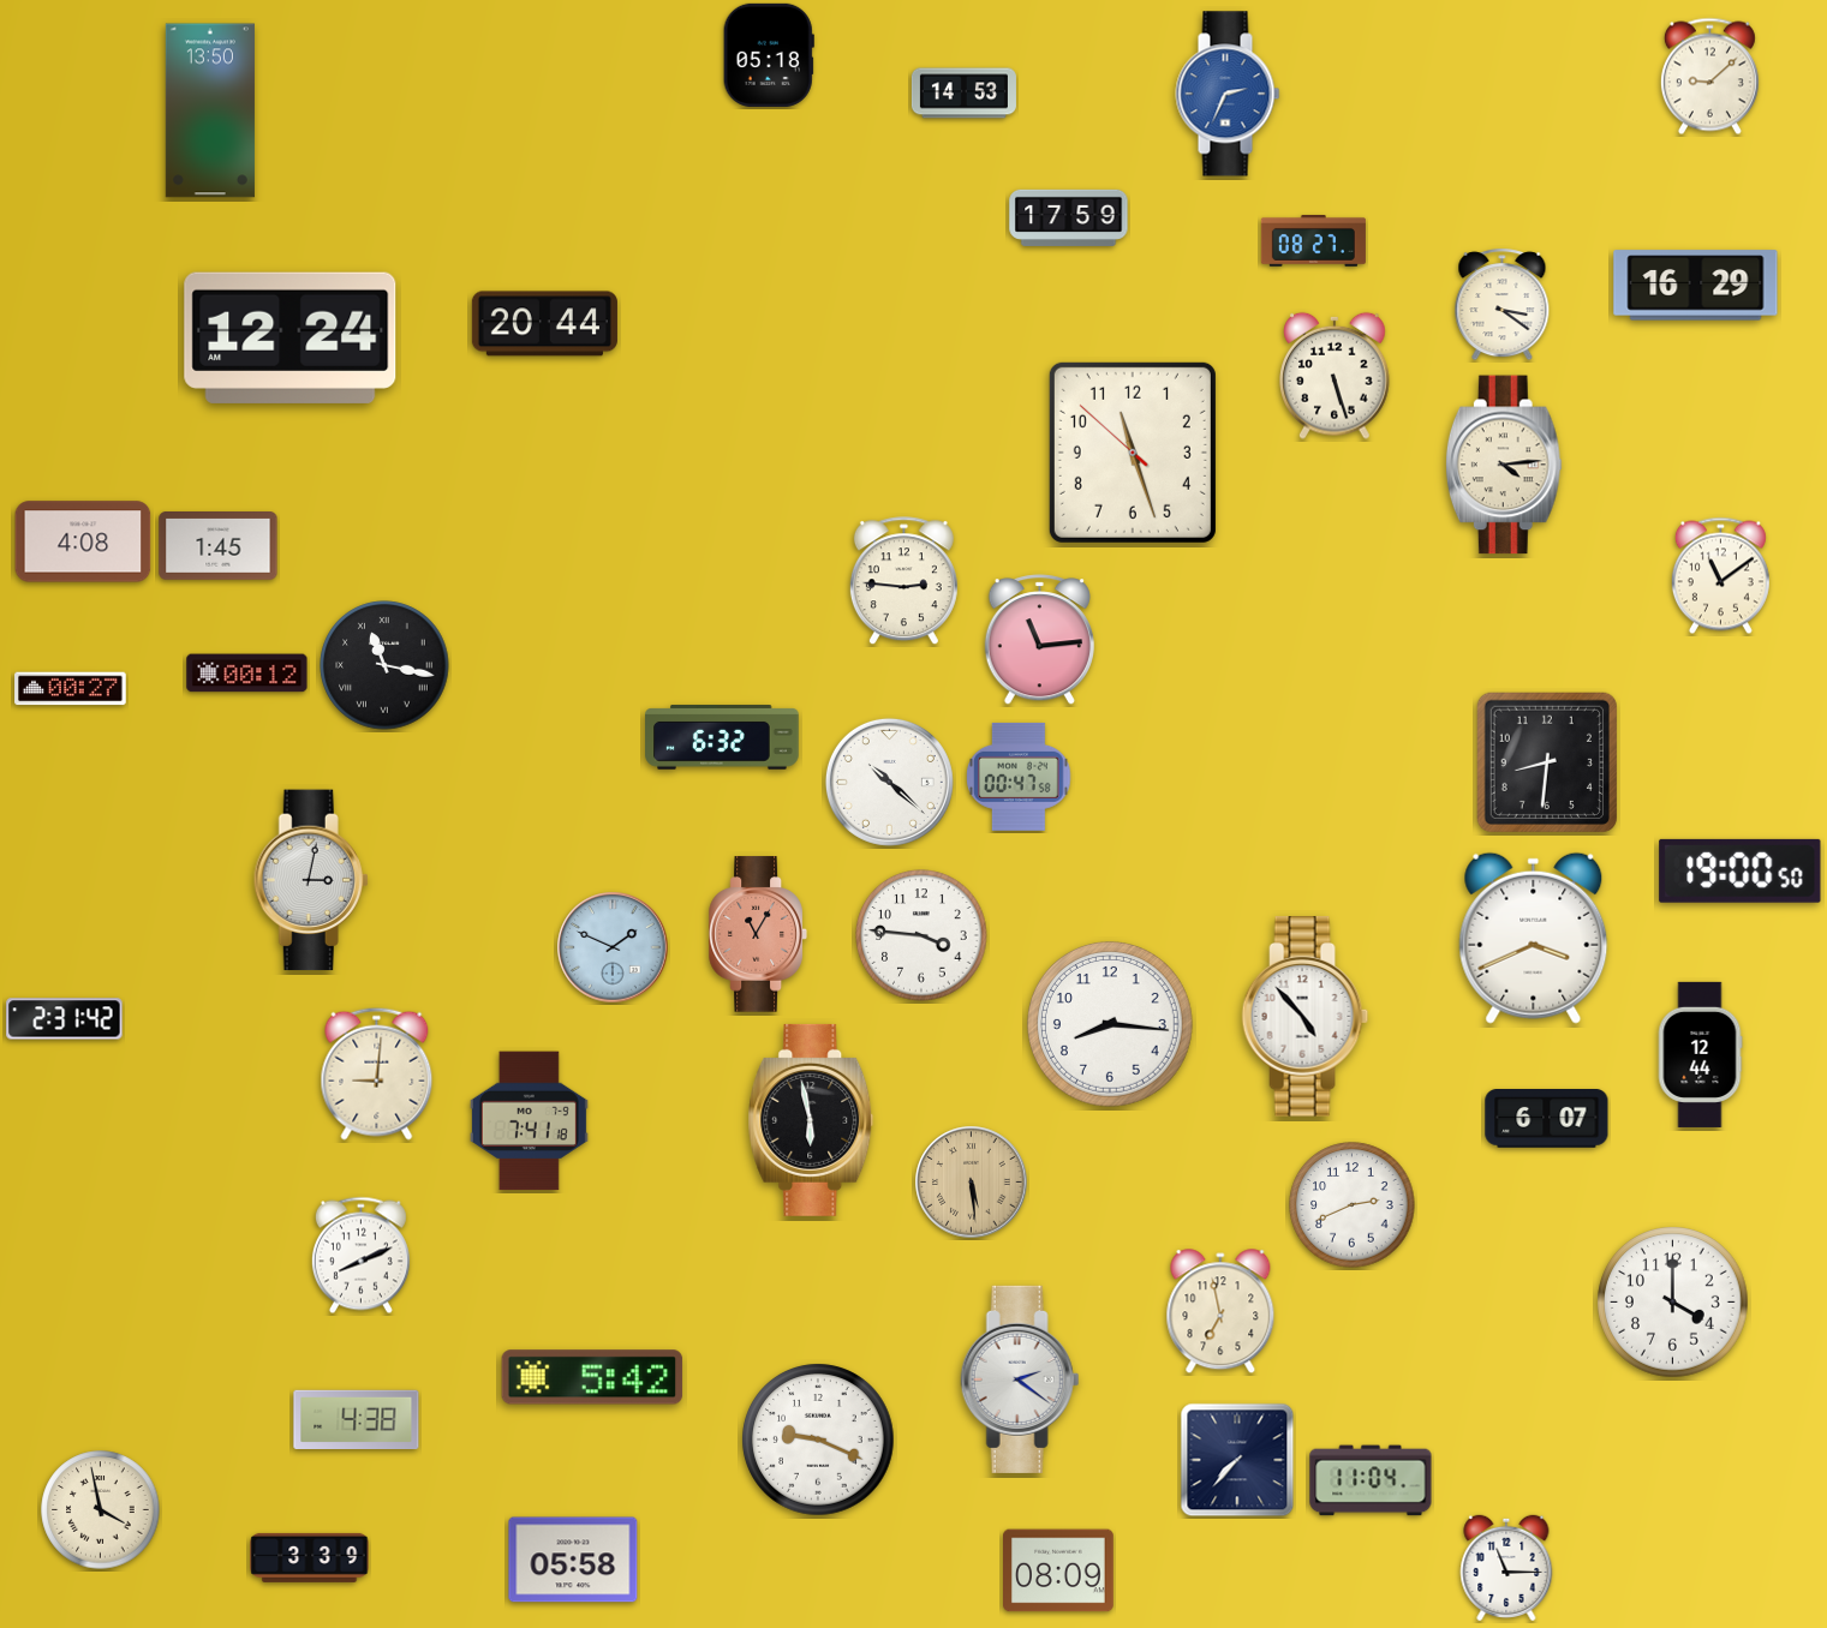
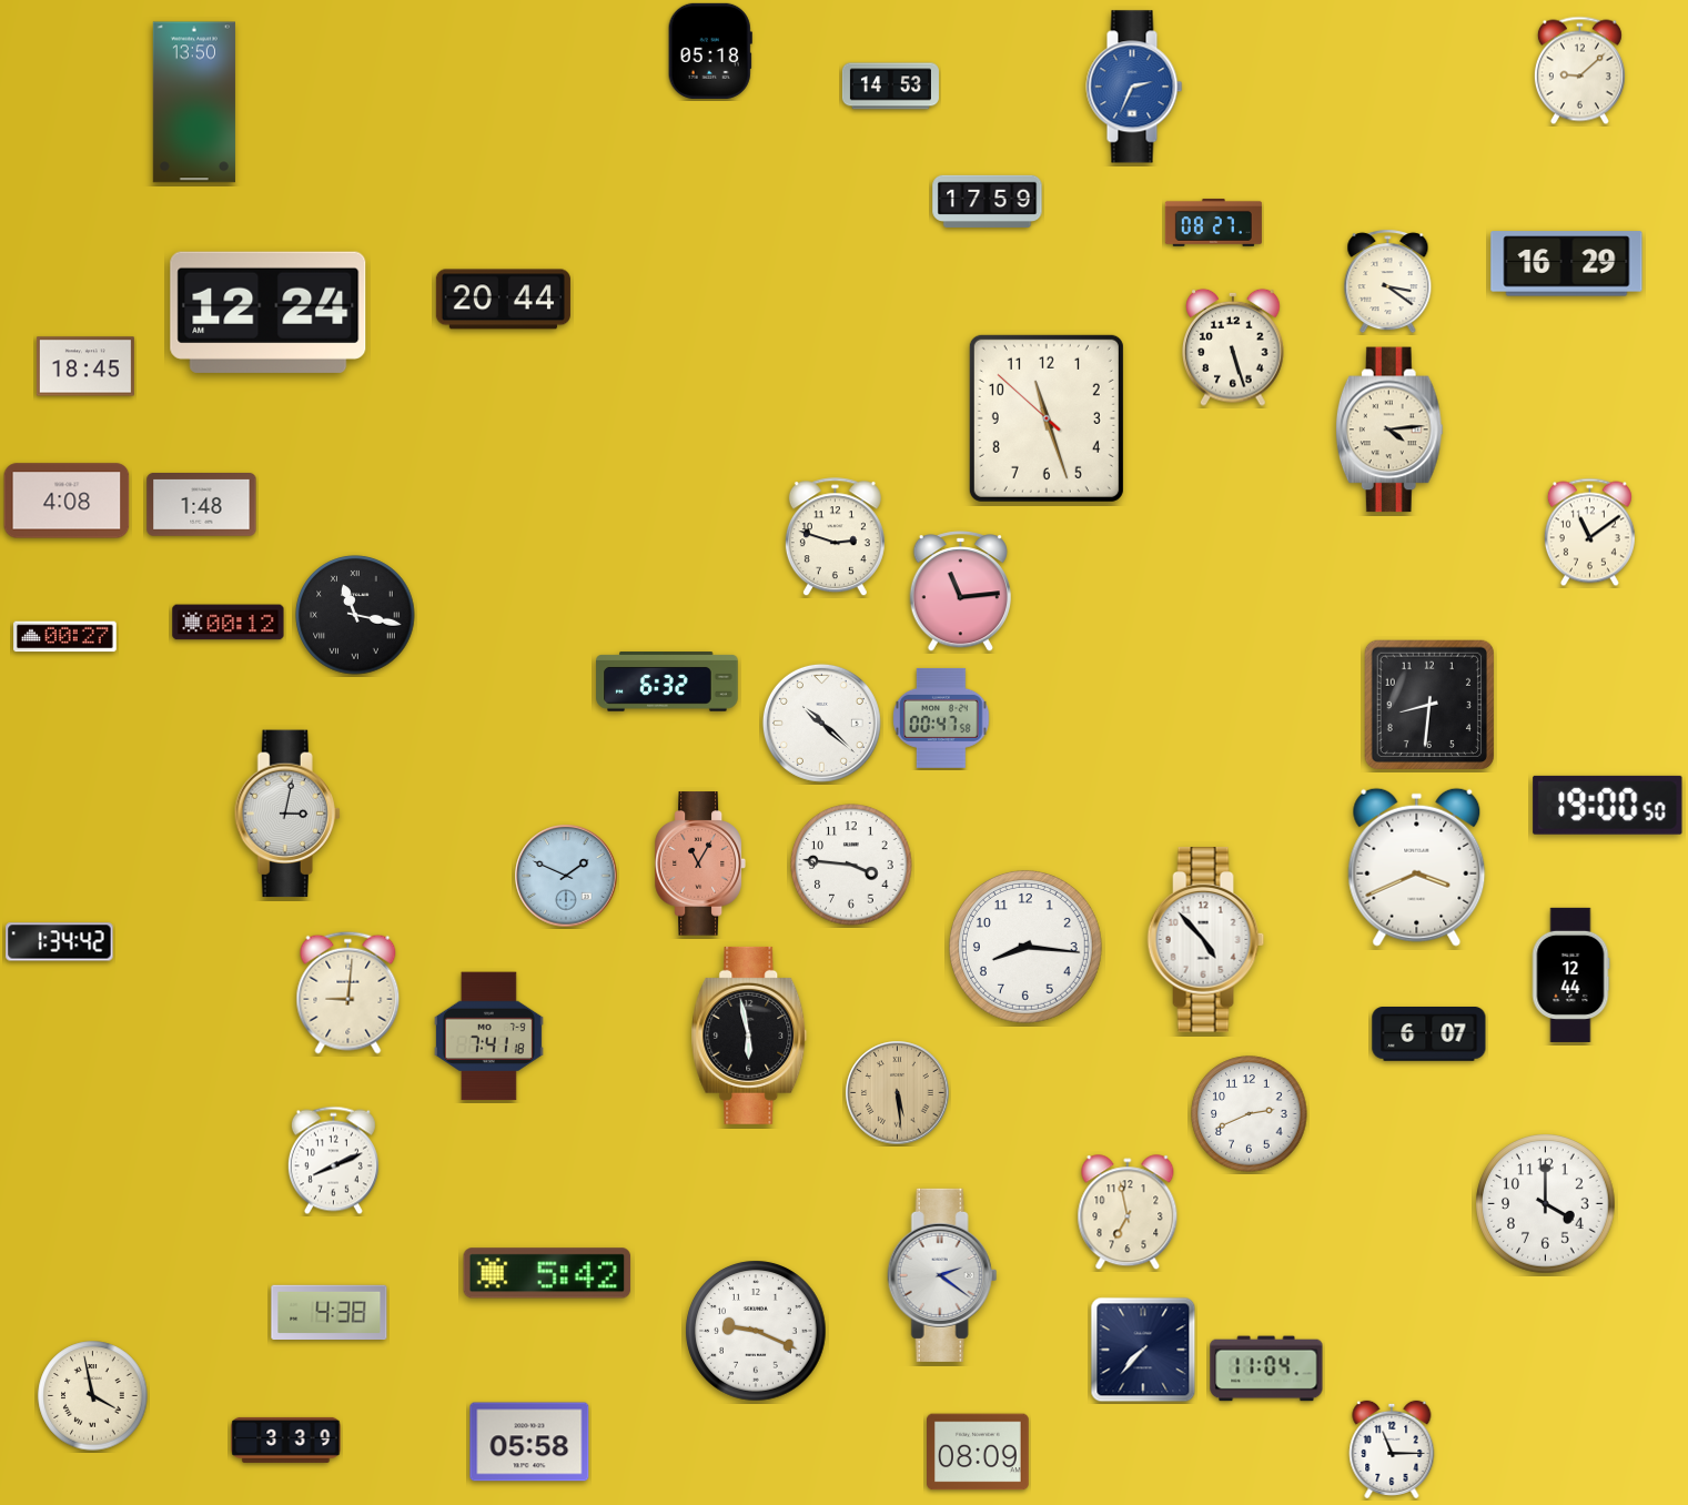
clock at (85, 366): none -> 18:45
clock at (83, 541) position: (83, 541) -> (67, 501)
clock at (219, 546): 1:45 -> 1:48
clock at (903, 581): 2:46 -> 2:48
clock at (65, 1019): 2:31 -> 1:34
